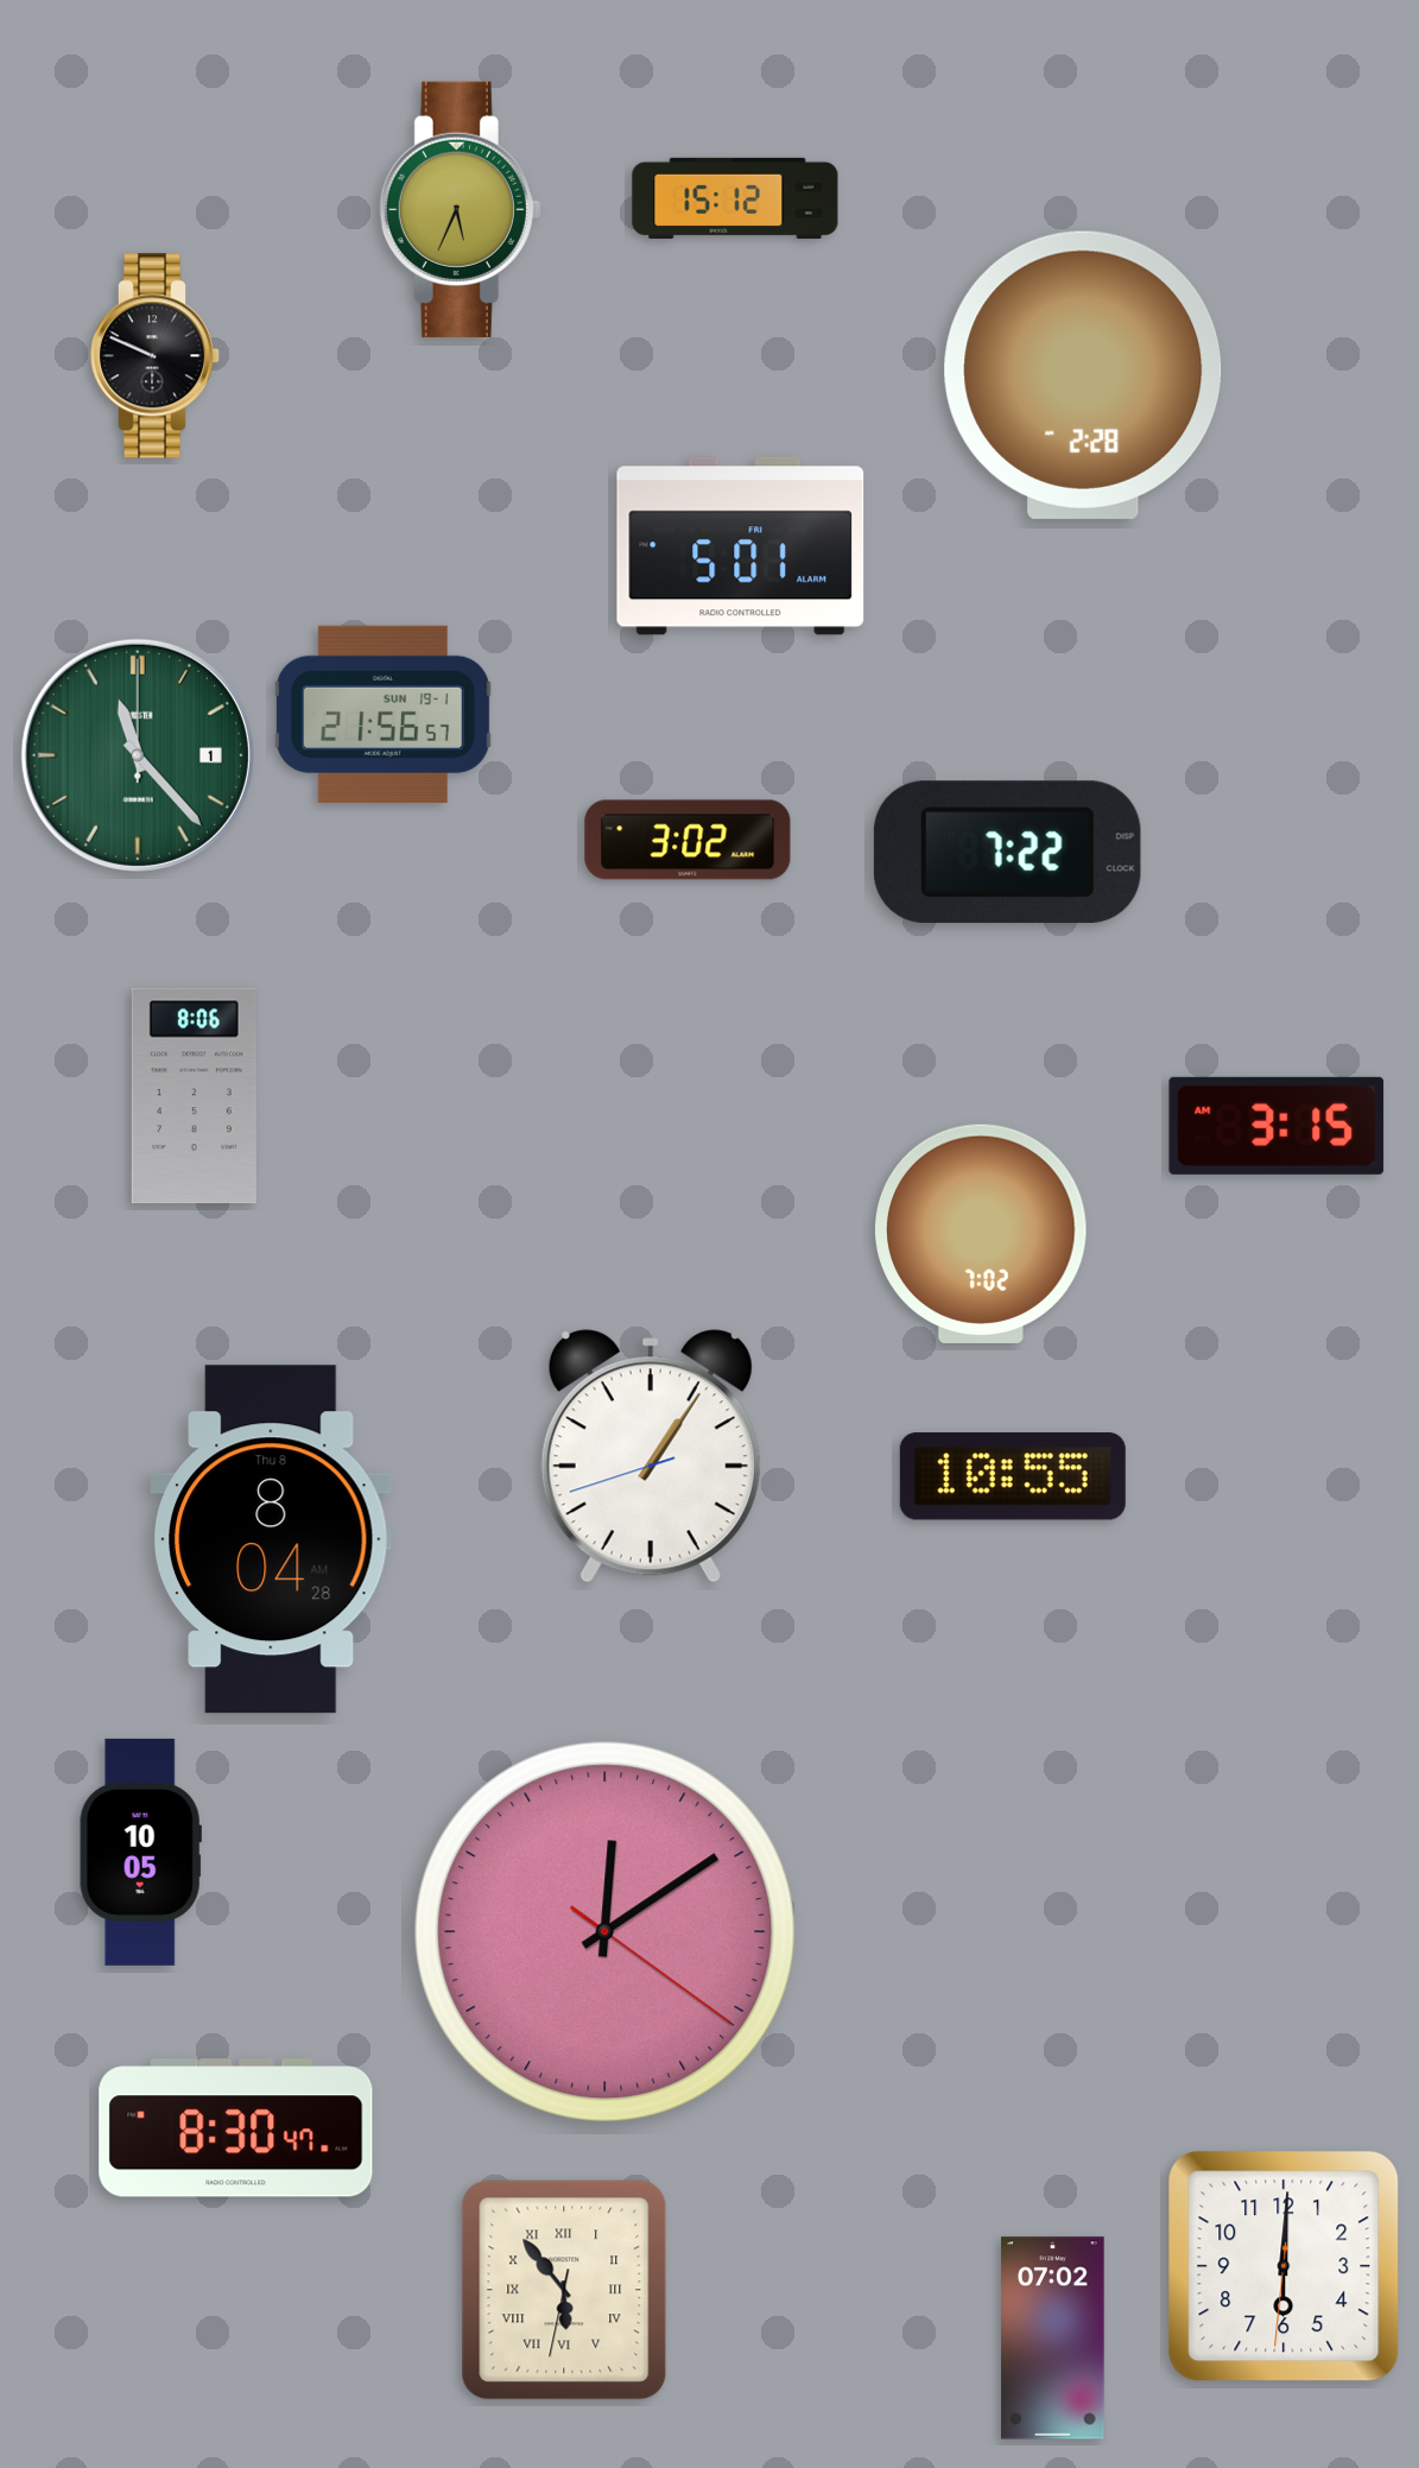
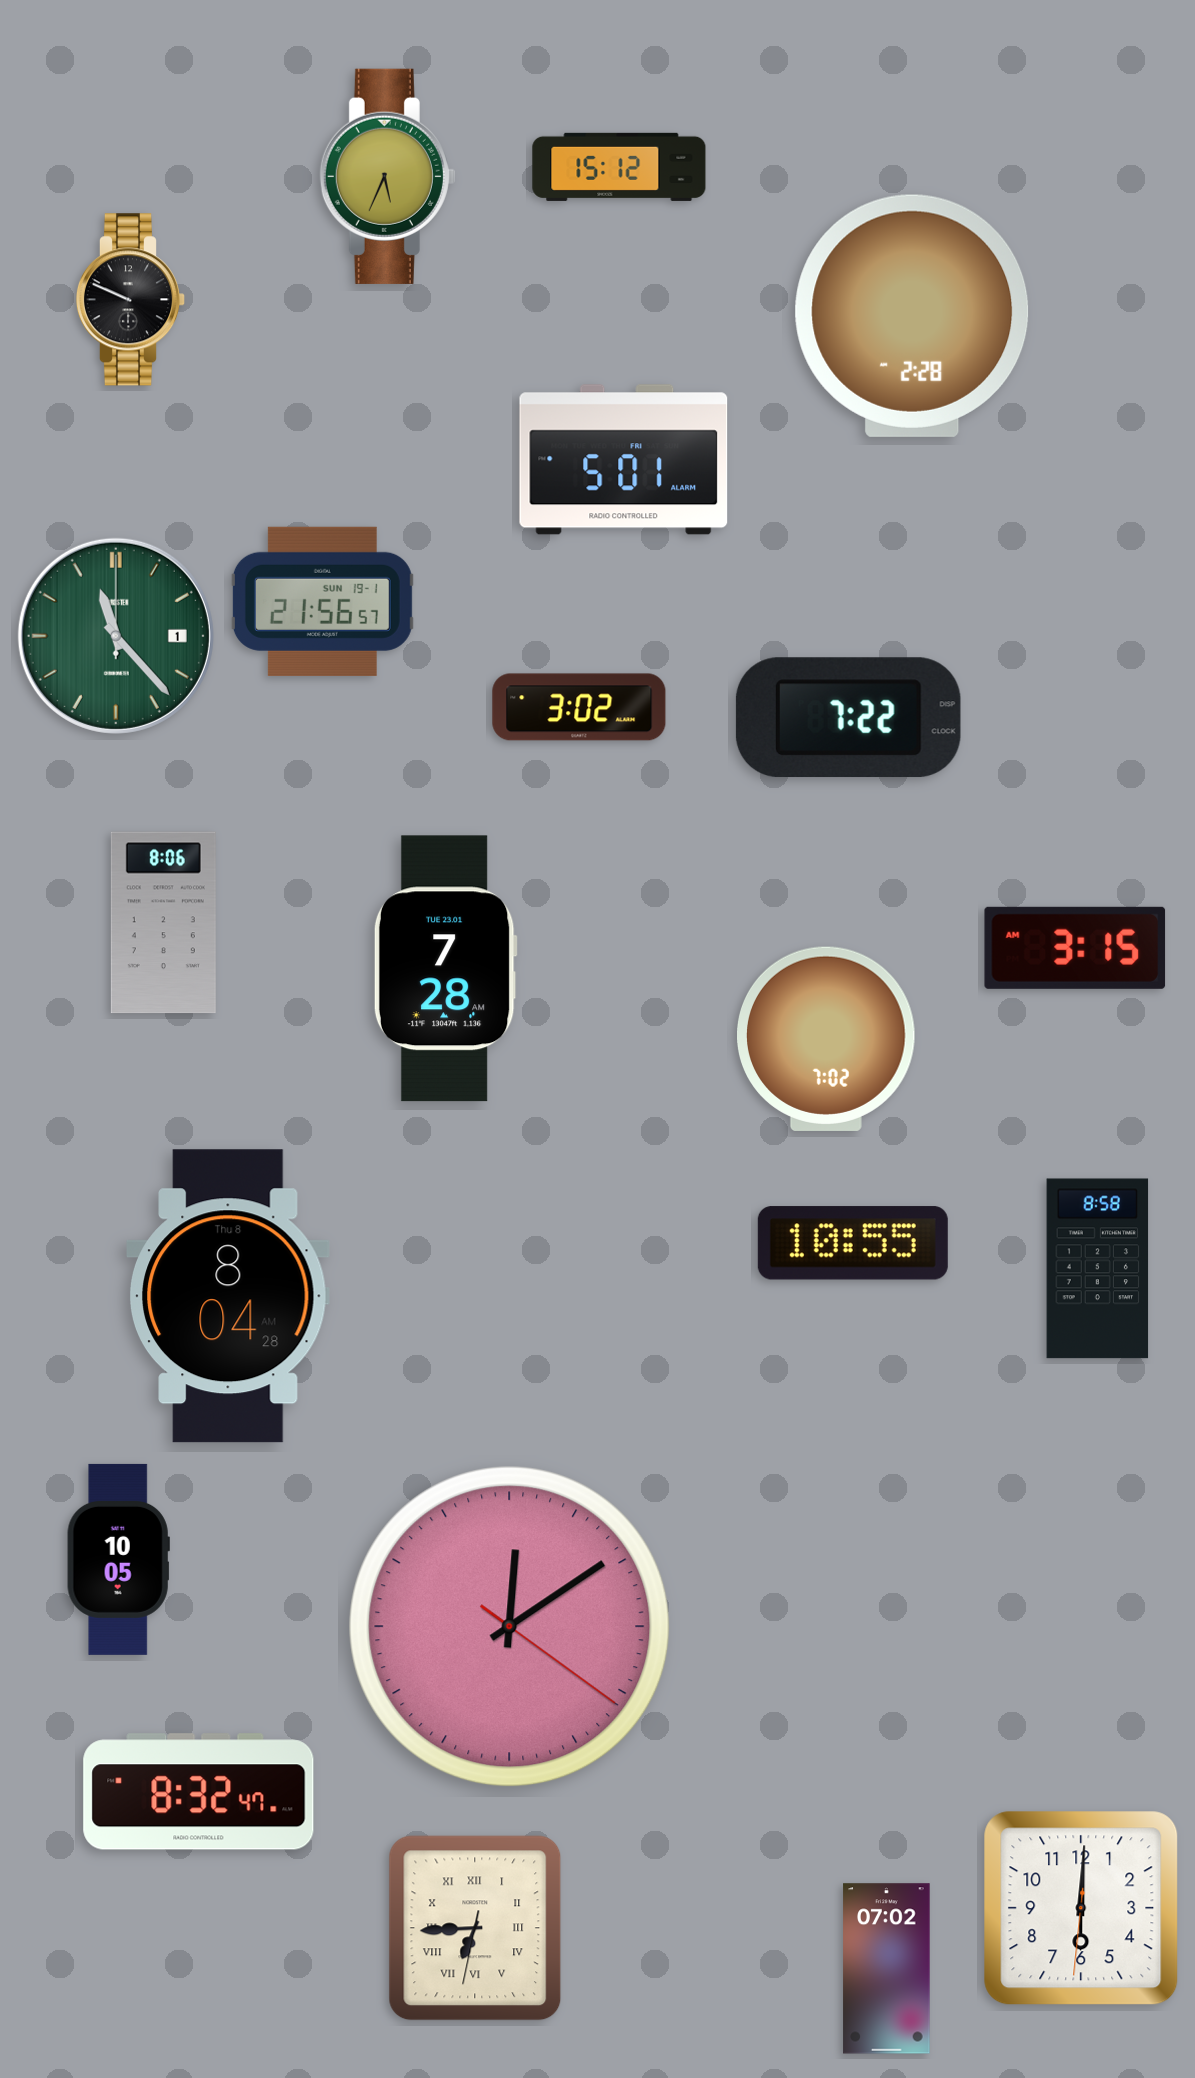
clock at (445, 969): none -> 7:28
clock at (651, 1456): 1:05 -> none
clock at (1098, 1269): none -> 8:58
clock at (236, 2128): 8:30 -> 8:32
clock at (564, 2290): 5:53 -> 6:44
